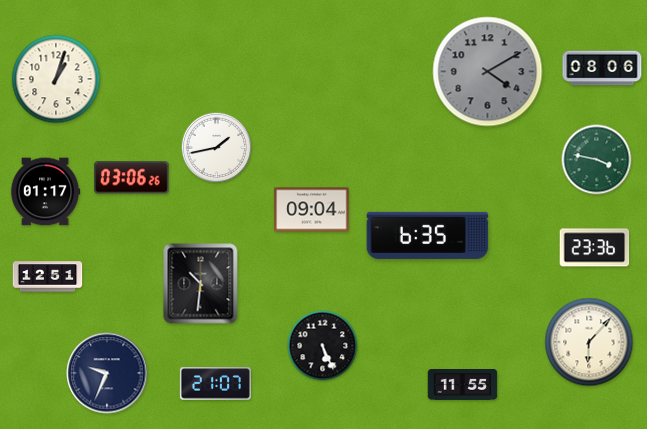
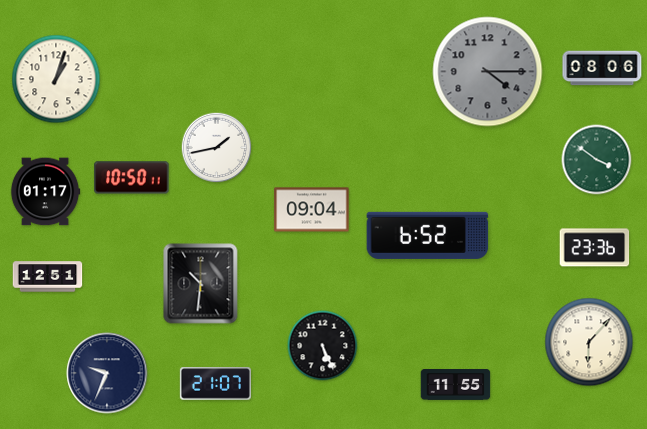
clock at (488, 72): 4:10 -> 4:15
clock at (597, 160): 3:47 -> 3:51
clock at (132, 178): 03:06 -> 10:50
clock at (428, 235): 6:35 -> 6:52
clock at (463, 385) position: (463, 385) -> (456, 385)
